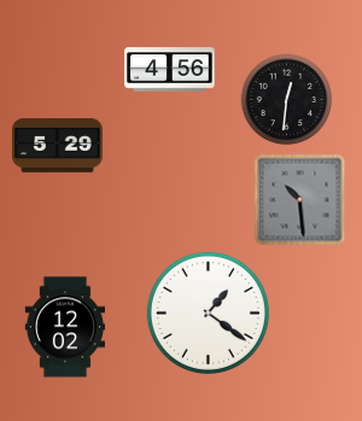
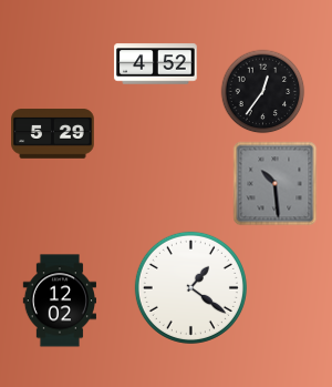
clock at (170, 70): 4:56 -> 4:52
clock at (287, 100): 12:31 -> 12:36
